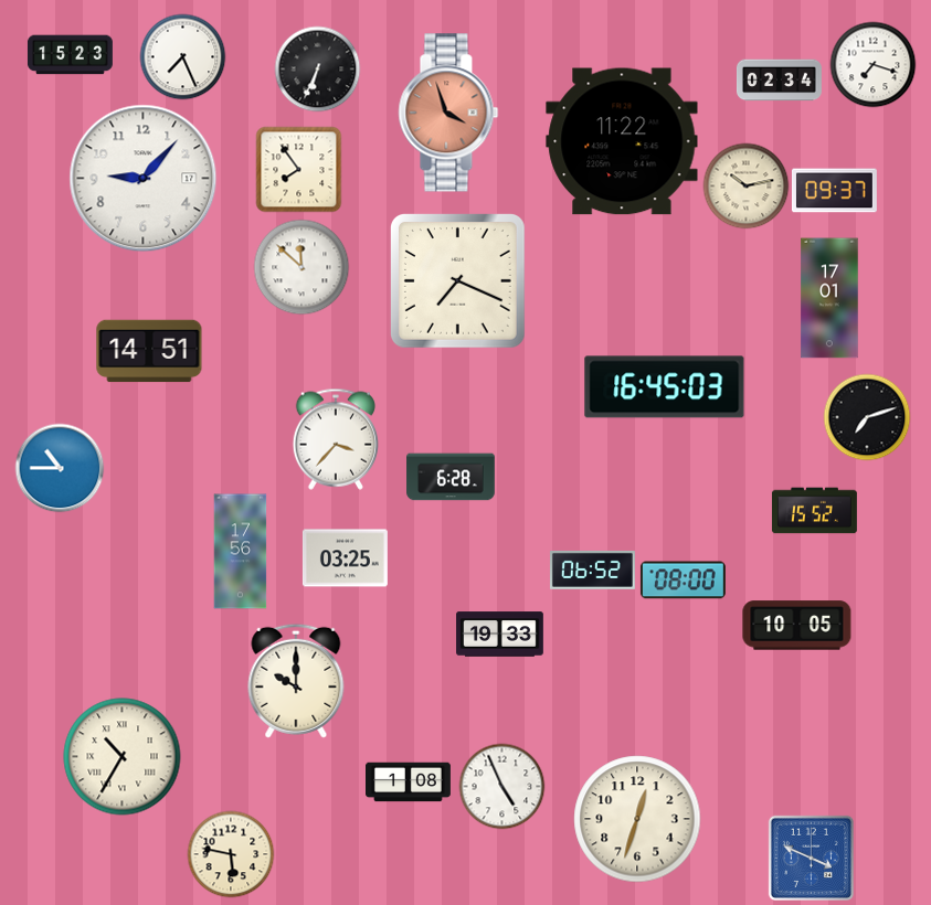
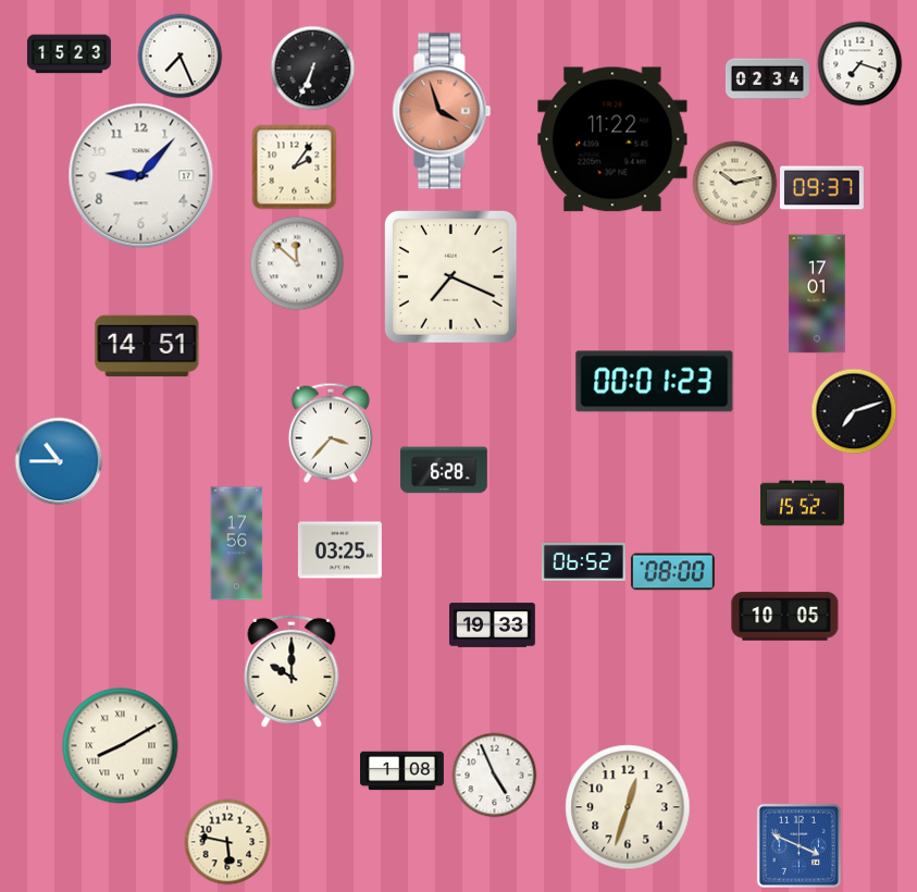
clock at (298, 169): 7:54 -> 2:06
clock at (665, 387): 16:45 -> 00:01
clock at (123, 757): 10:35 -> 8:10
